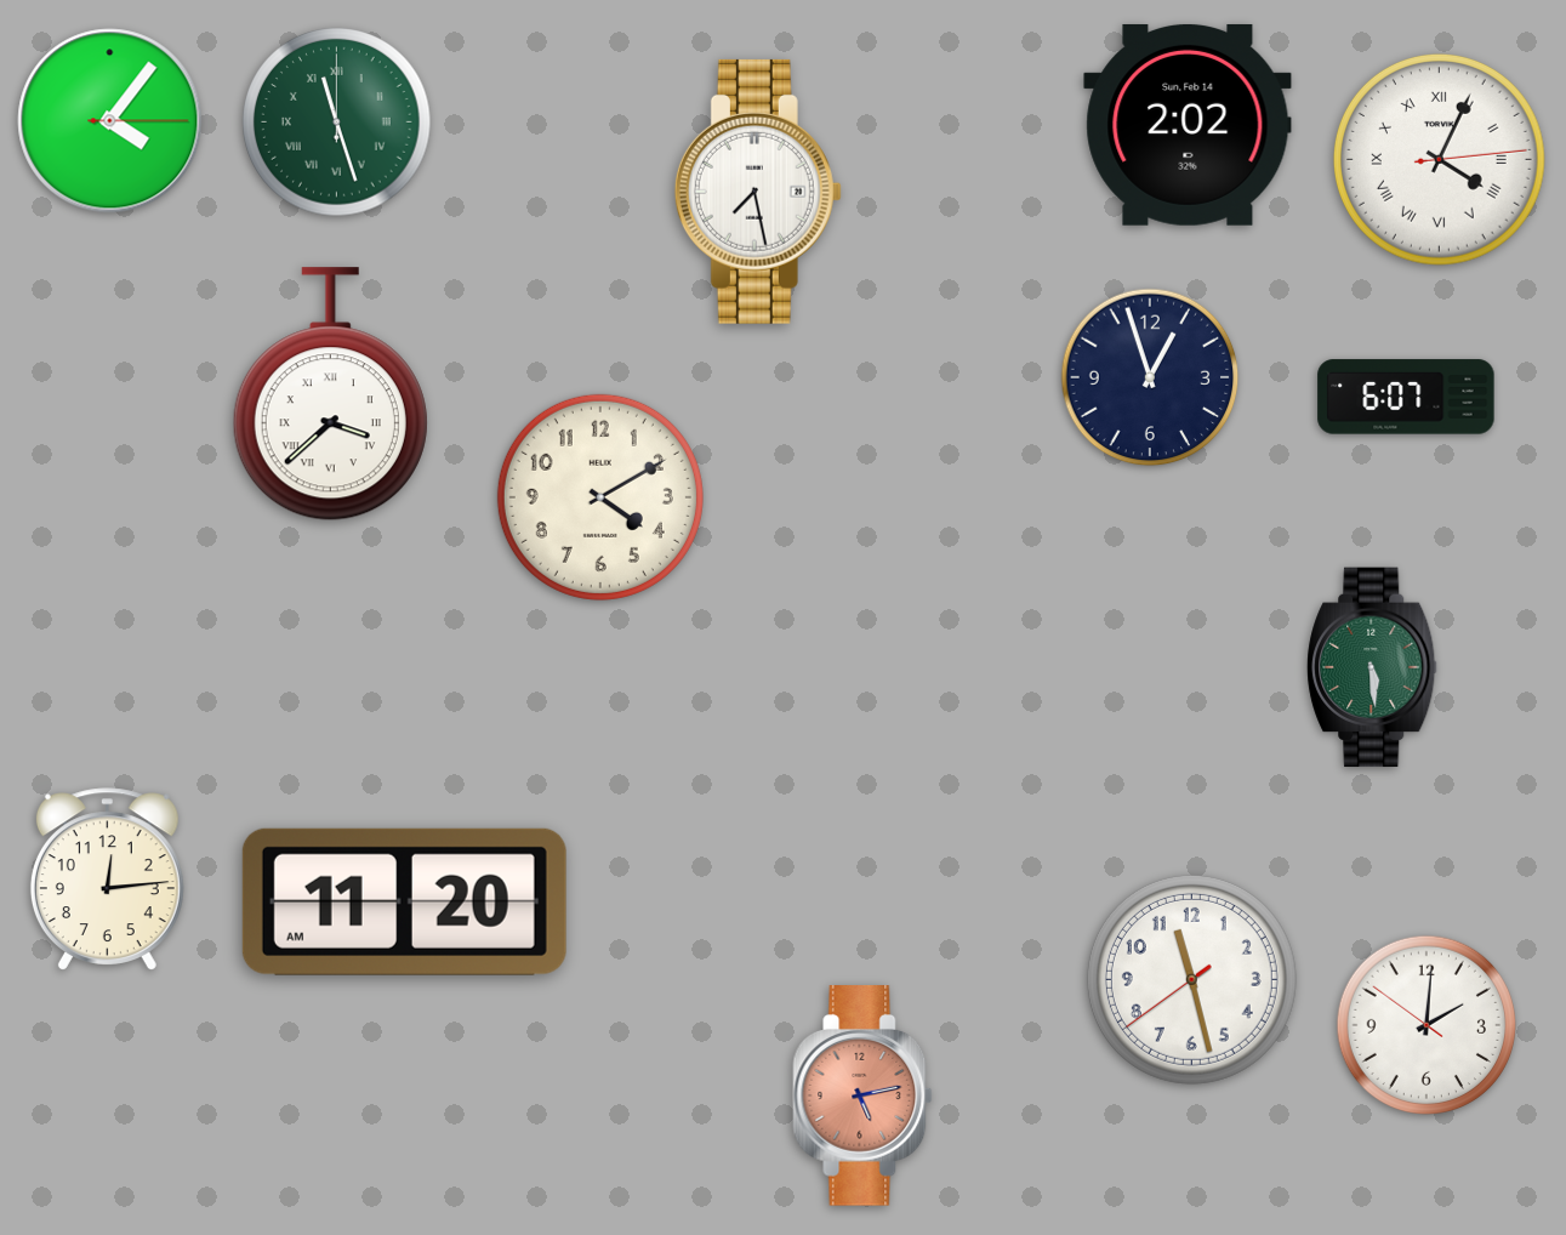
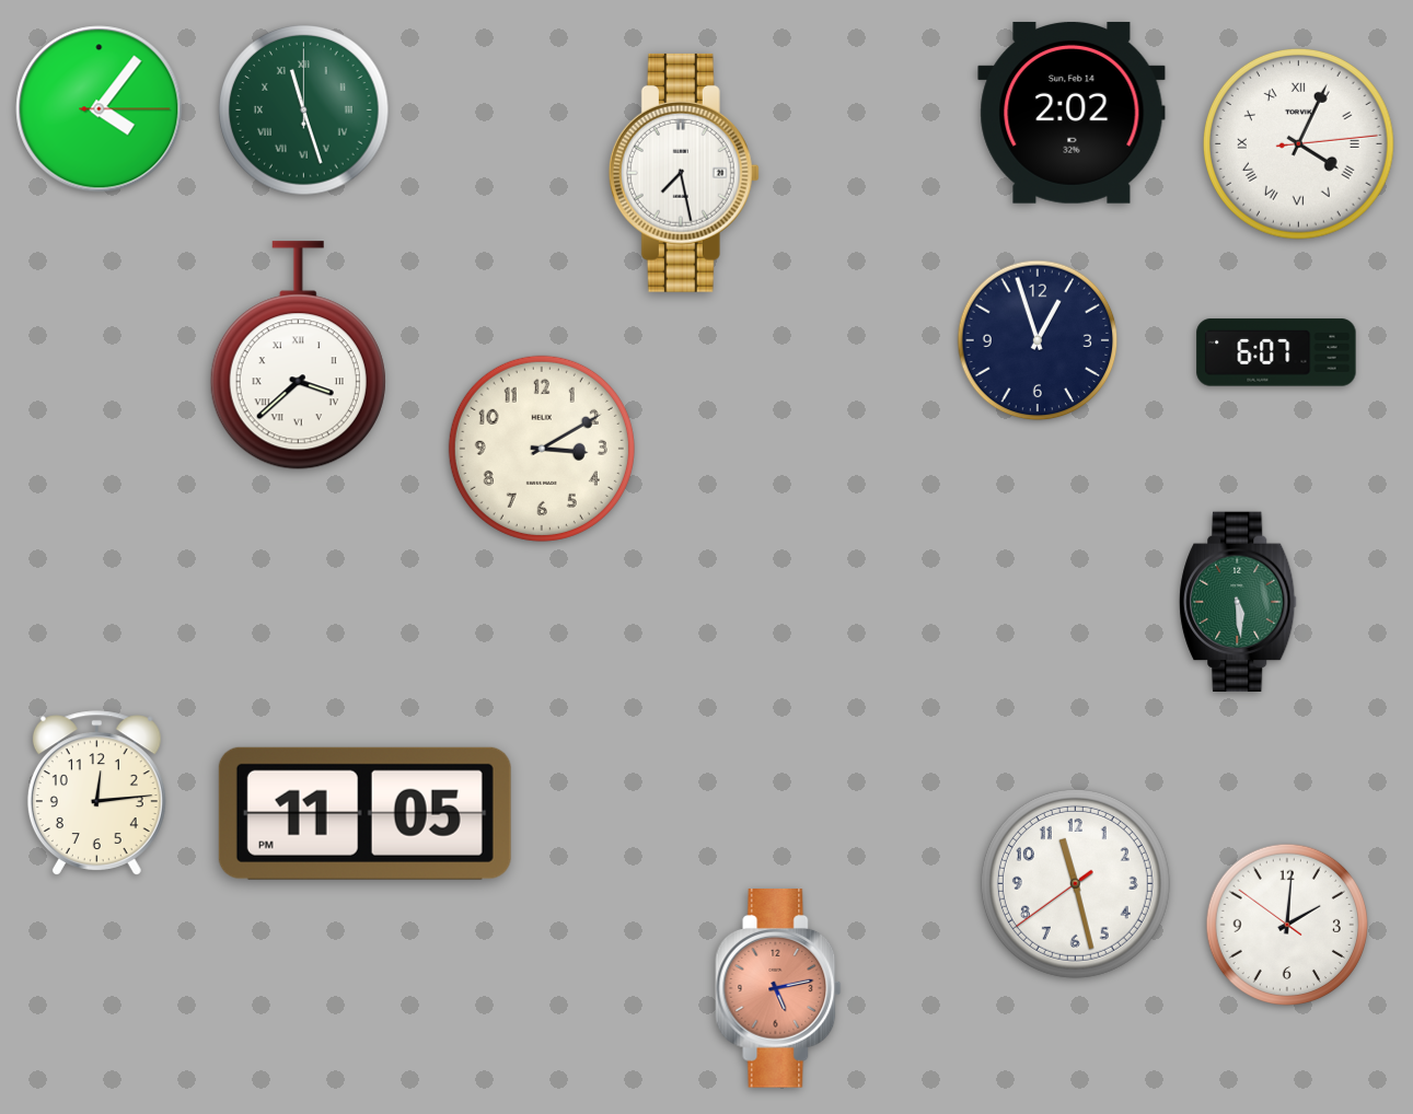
clock at (1406, 397) position: (1406, 397) -> (1276, 352)
clock at (600, 497): 4:10 -> 3:10
clock at (404, 901): 11:20 -> 11:05
